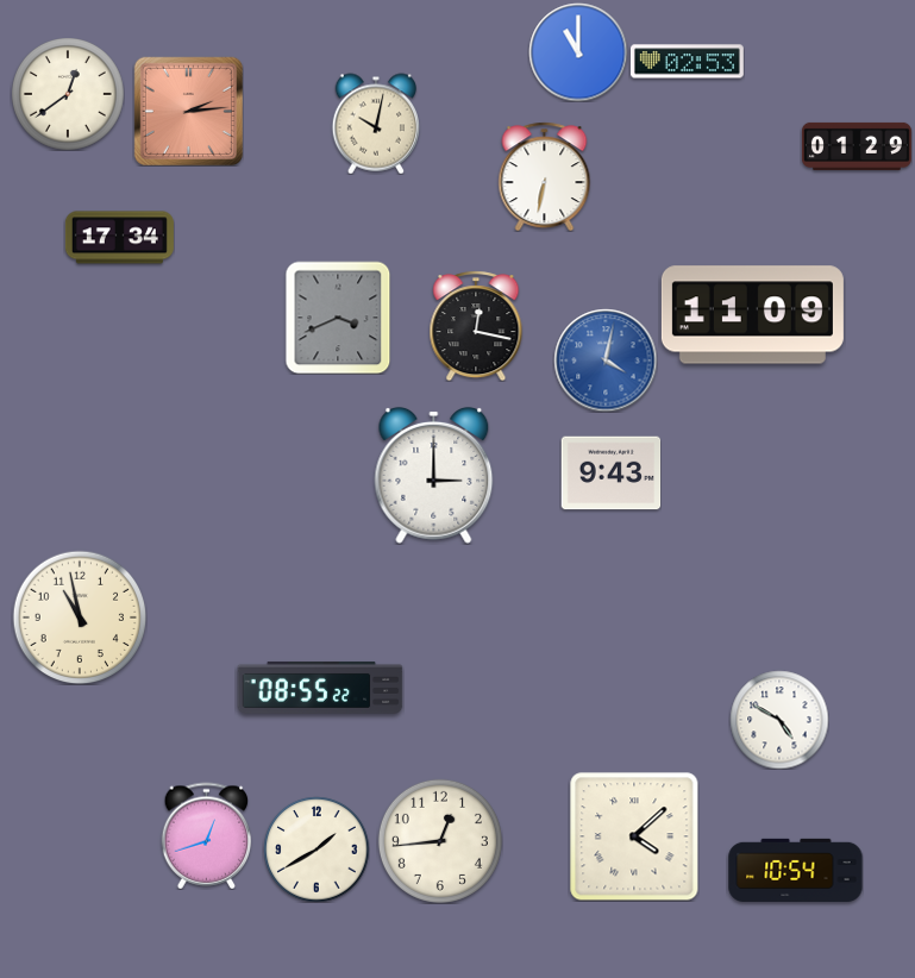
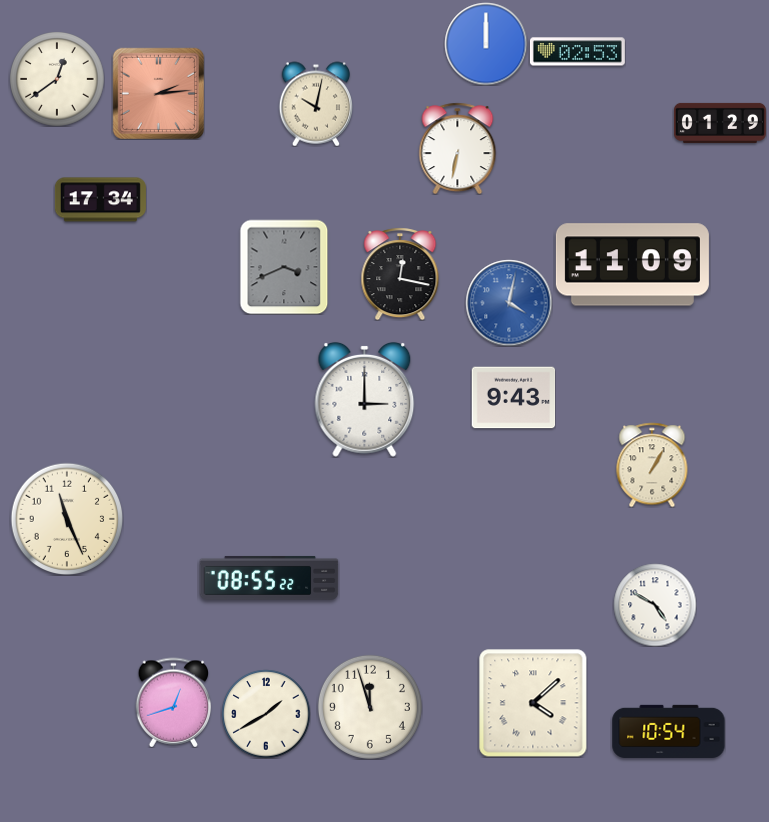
clock at (578, 52): 11:00 -> 12:00
clock at (652, 465): none -> 1:05
clock at (80, 617): 10:58 -> 11:26
clock at (440, 841): 12:44 -> 11:57
